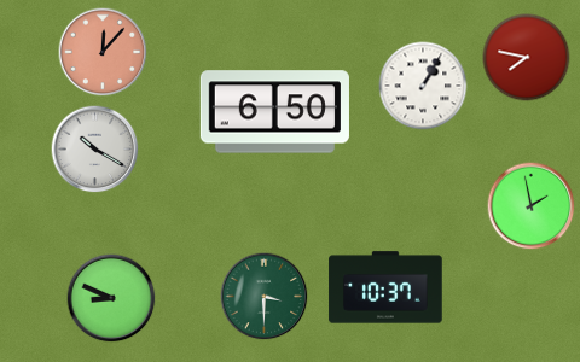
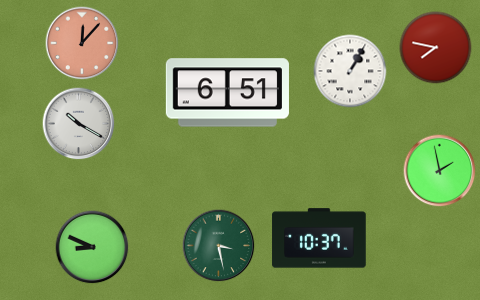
clock at (103, 52) position: (103, 52) -> (82, 43)
clock at (274, 112): 6:50 -> 6:51
clock at (265, 297): 3:30 -> 3:28
